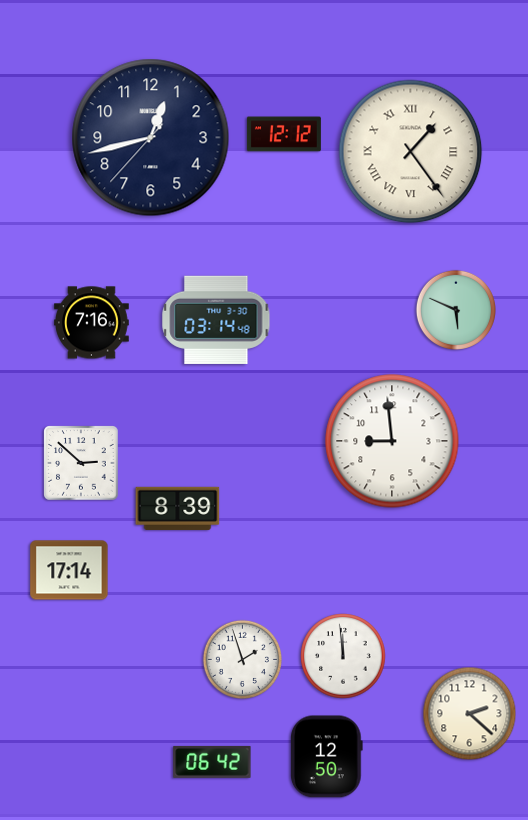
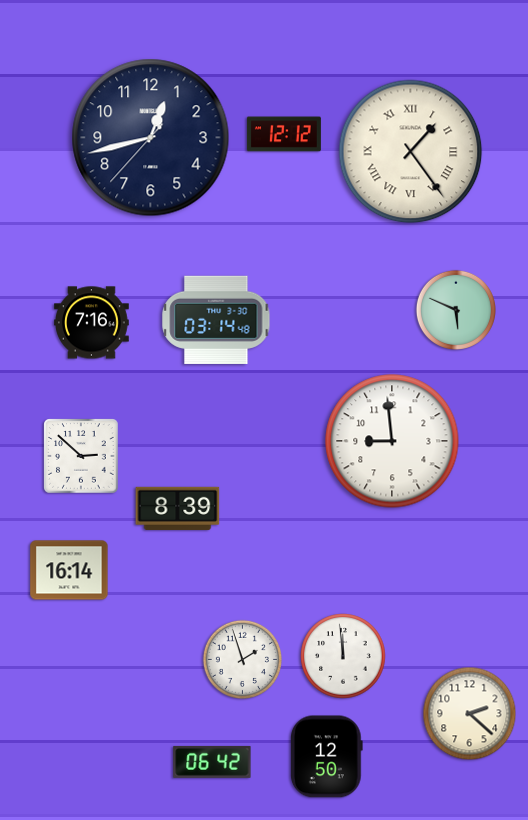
clock at (81, 463) position: (81, 463) -> (81, 456)
clock at (69, 570): 17:14 -> 16:14
